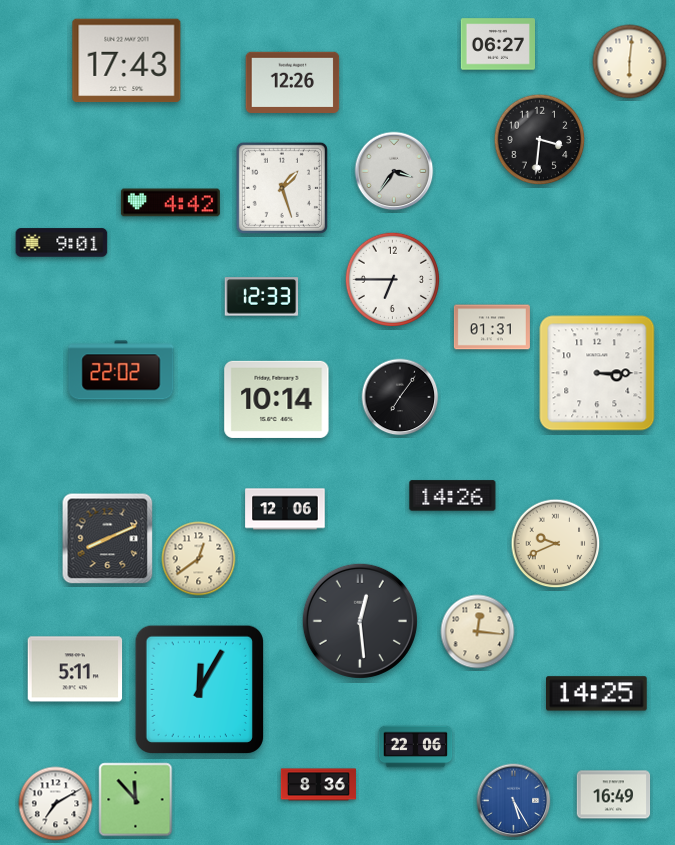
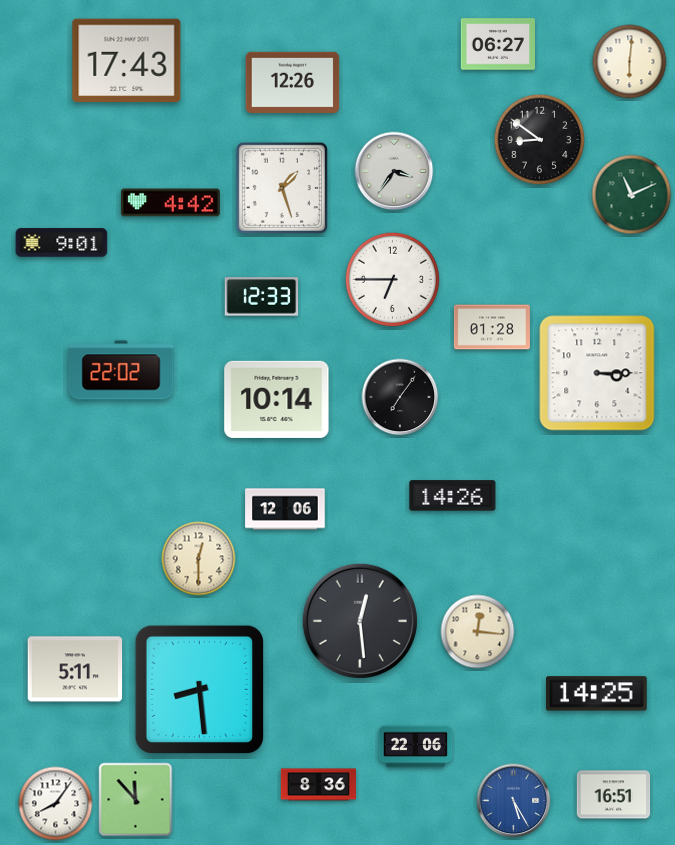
clock at (540, 140): 3:31 -> 8:51
clock at (632, 195): none -> 11:11
clock at (492, 327): 01:31 -> 01:28
clock at (108, 539): 8:11 -> none
clock at (556, 544): 9:41 -> none
clock at (199, 559): 12:39 -> 12:30
clock at (200, 690): 12:05 -> 8:29
clock at (614, 795): 16:49 -> 16:51
clock at (56, 804): 7:10 -> 8:06
